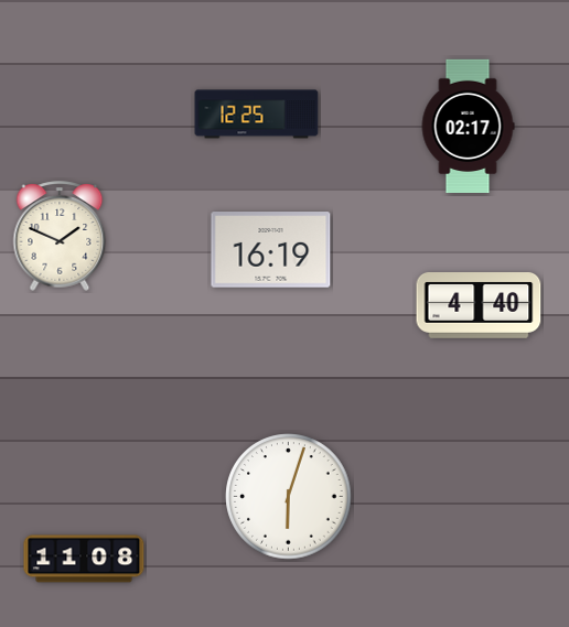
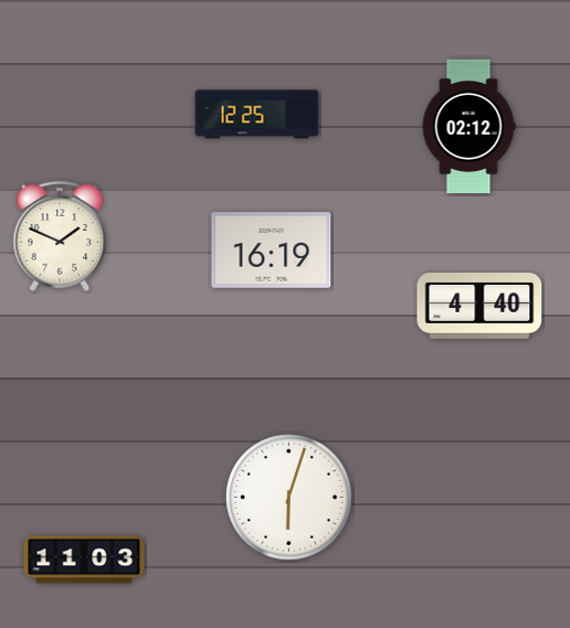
clock at (468, 126): 02:17 -> 02:12
clock at (84, 559): 11:08 -> 11:03
